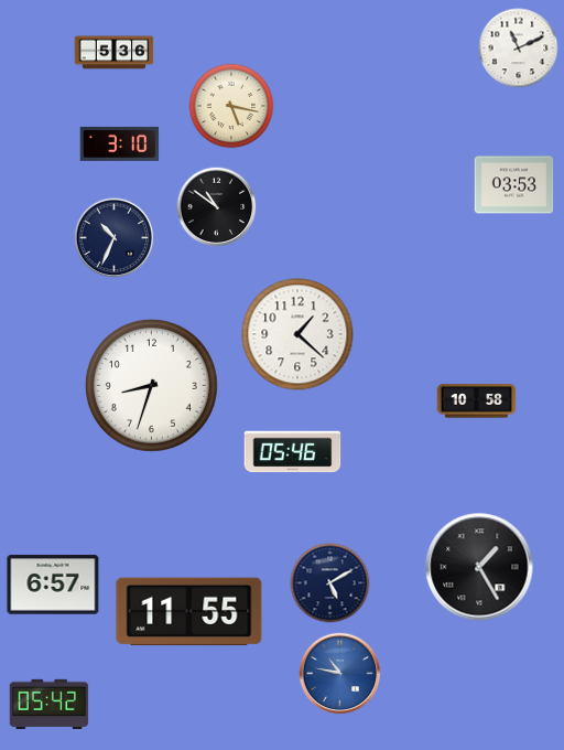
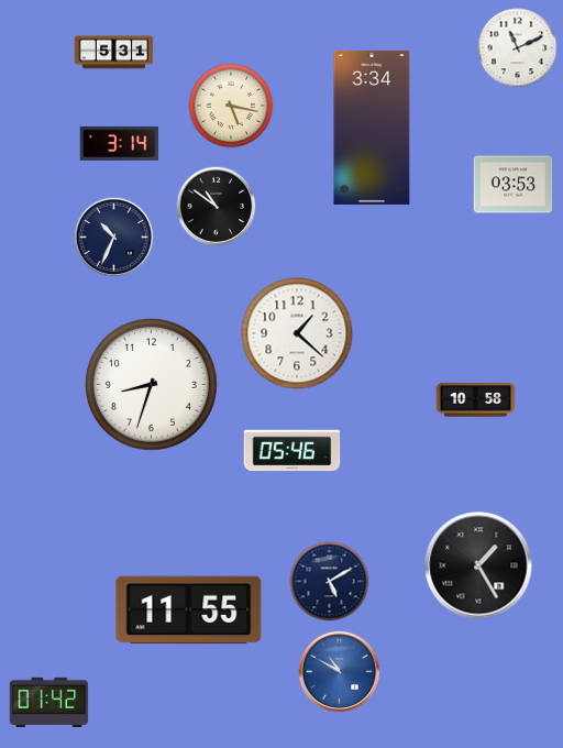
clock at (115, 53): 5:36 -> 5:31
clock at (372, 128): none -> 3:34
clock at (120, 143): 3:10 -> 3:14
clock at (53, 585): 6:57 -> none
clock at (340, 674): 10:47 -> 10:50
clock at (50, 704): 05:42 -> 01:42
